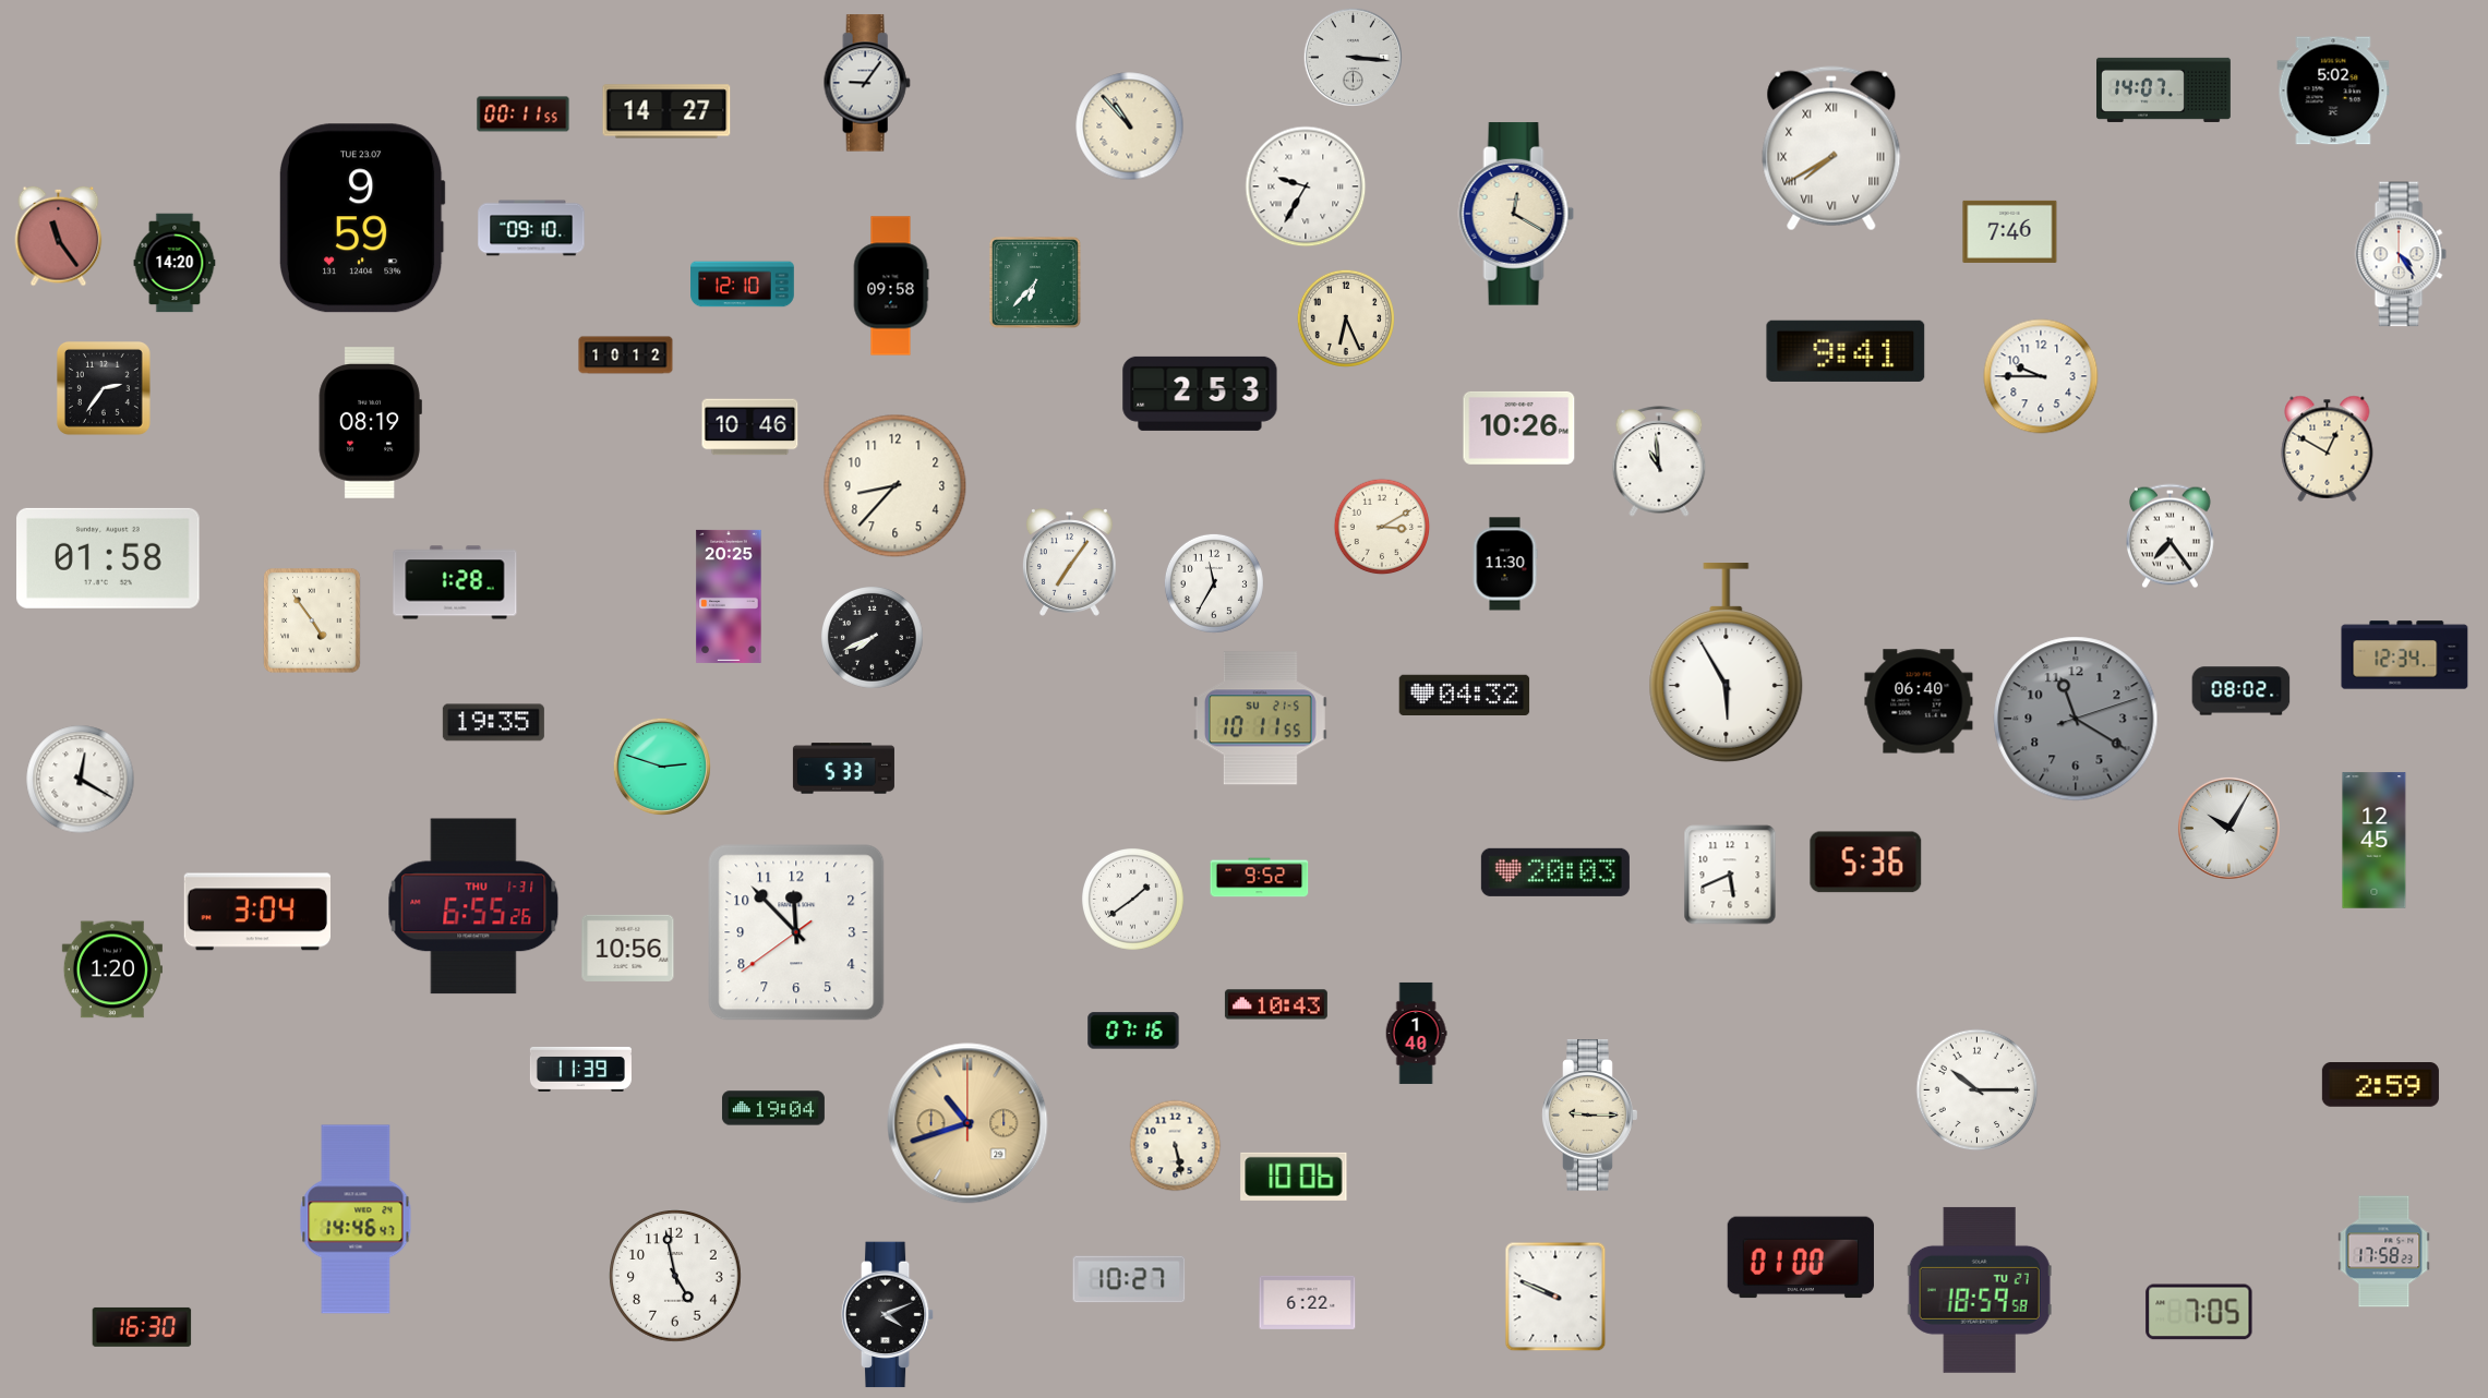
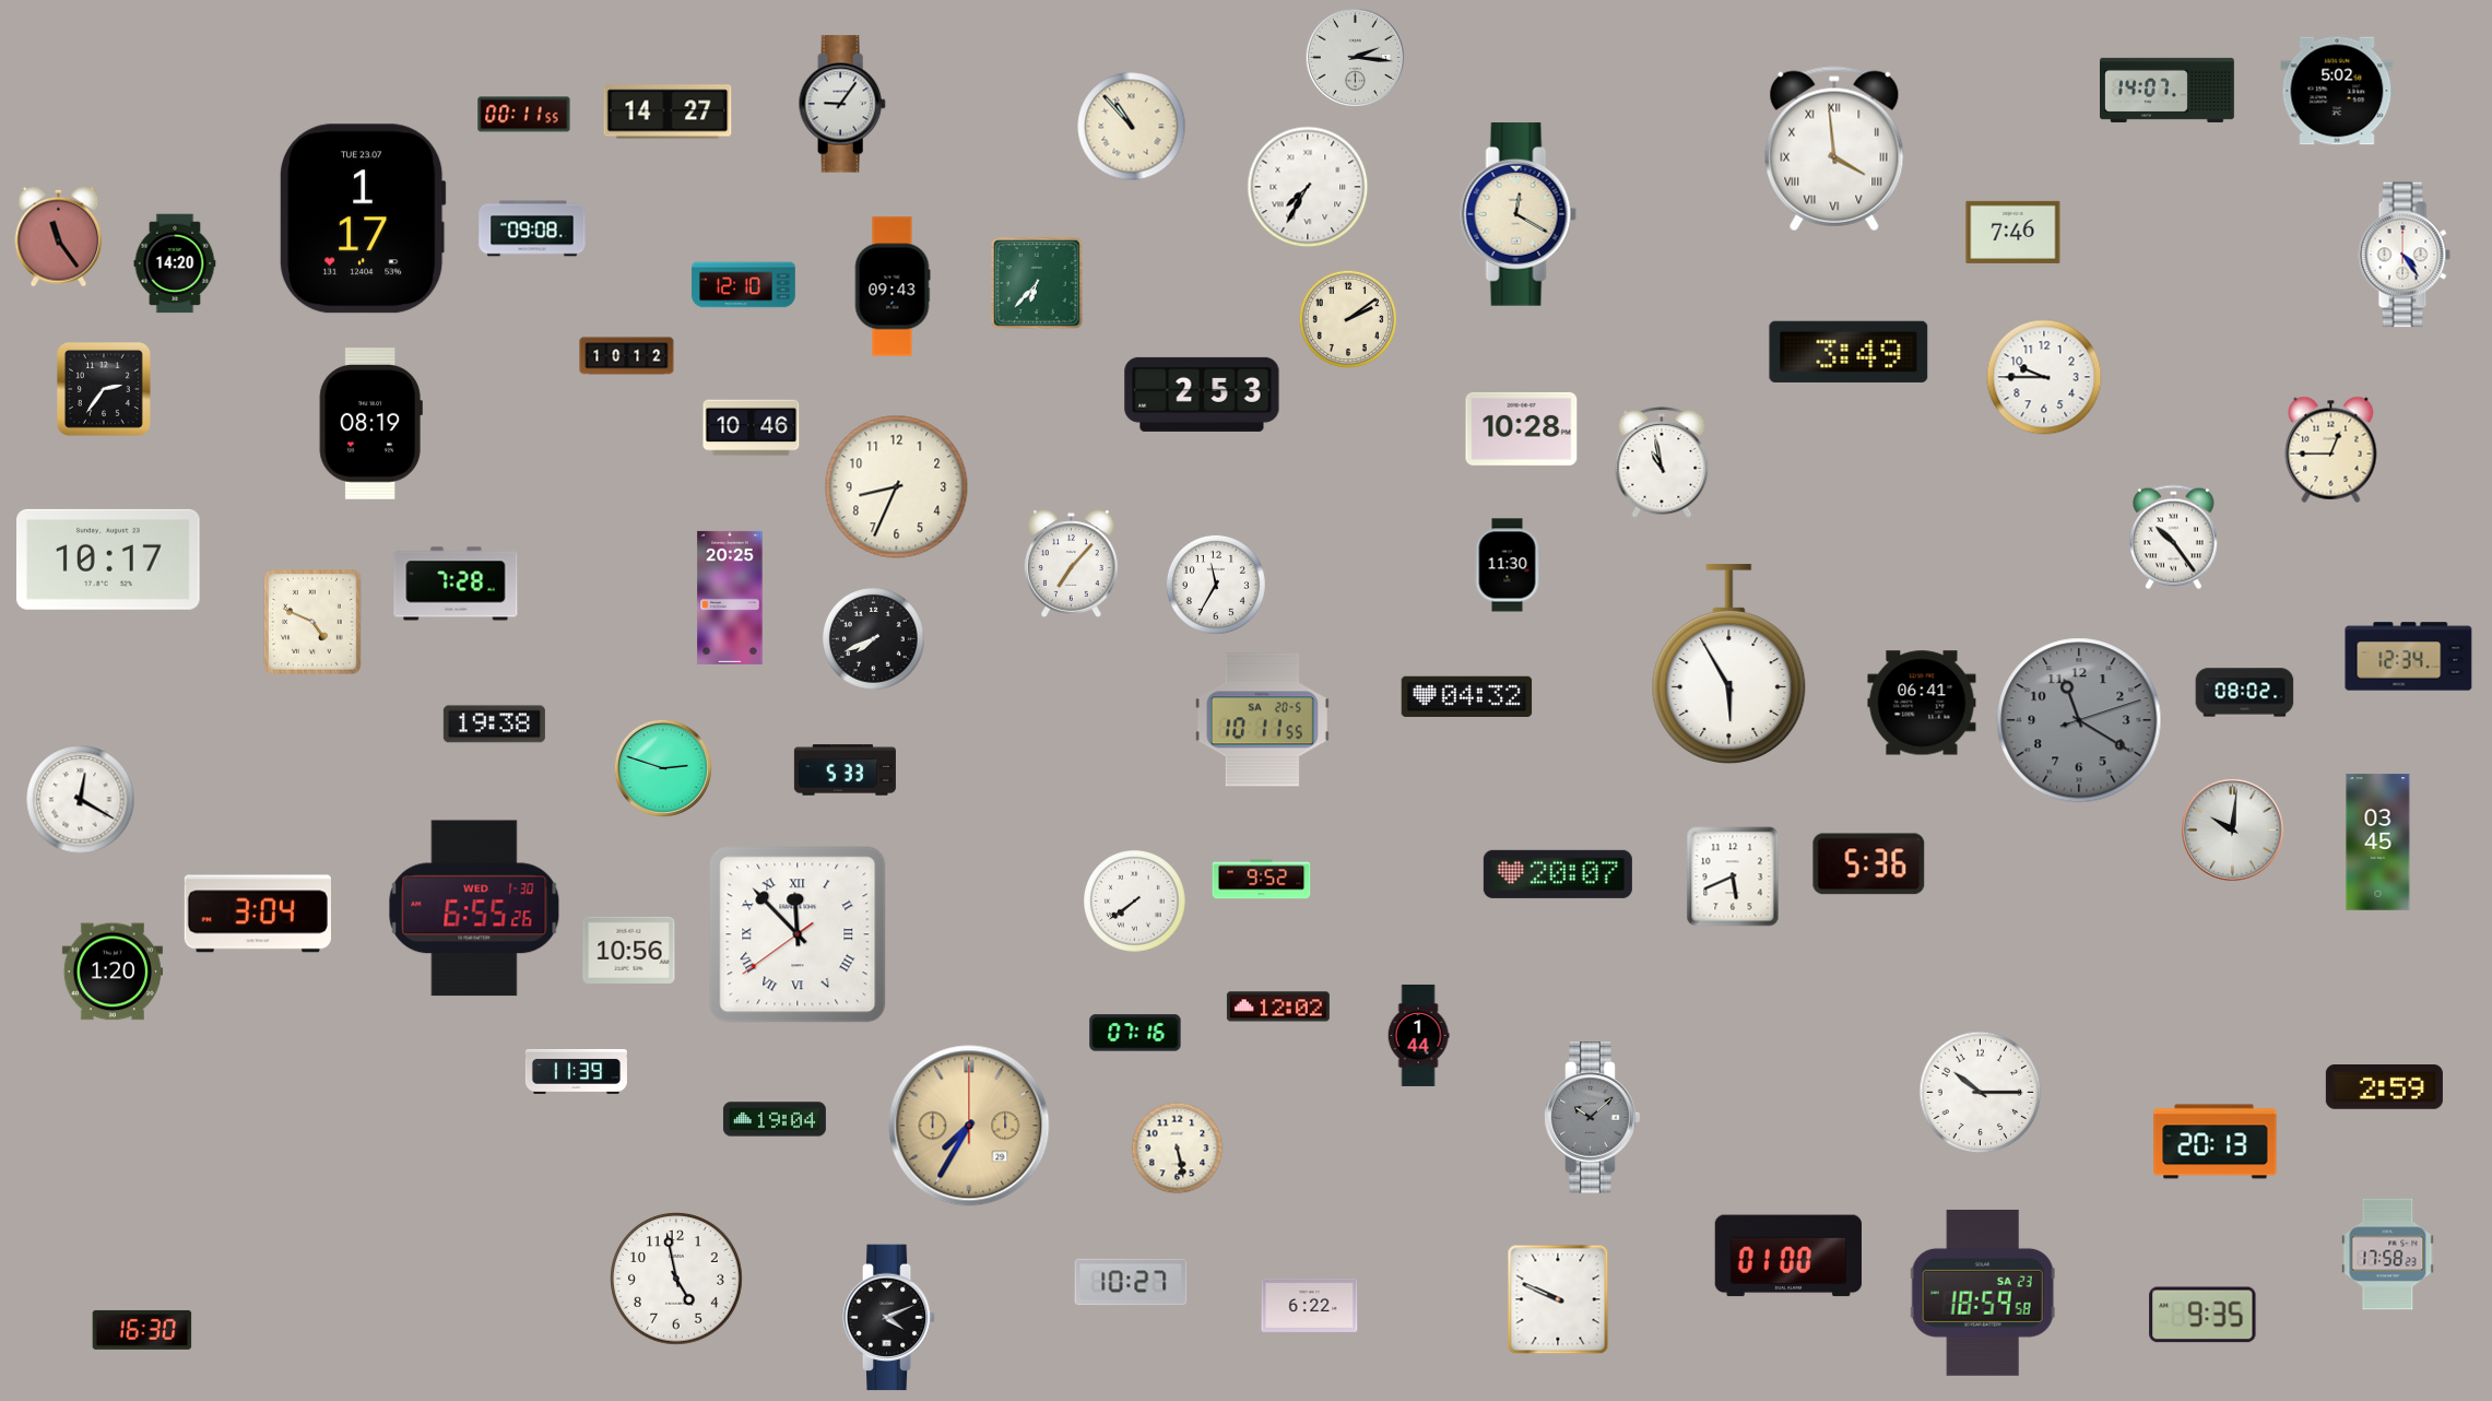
clock at (1353, 57): 3:16 -> 2:16
clock at (867, 83) position: (867, 83) -> (842, 104)
clock at (1831, 148): 7:40 -> 3:59
clock at (1306, 186): 9:35 -> 7:35
clock at (362, 218): 9:59 -> 1:17
clock at (531, 228): 09:10 -> 09:08
clock at (891, 286): 09:58 -> 09:43
clock at (1346, 318): 6:26 -> 2:09
clock at (1846, 351): 9:41 -> 3:49
clock at (1519, 427): 10:26 -> 10:28
clock at (2328, 448): 12:50 -> 12:45
clock at (1659, 461): 10:59 -> 10:58
clock at (896, 486): 8:37 -> 8:34
clock at (1382, 527): 3:10 -> none
clock at (2170, 537): 7:24 -> 10:24
clock at (109, 558): 01:58 -> 10:17
clock at (1069, 563): 7:06 -> 7:07
clock at (455, 582): 1:28 -> 7:28
clock at (313, 622): 4:54 -> 4:49
clock at (1919, 701): 06:40 -> 06:41
clock at (1260, 719) date: SU 21-5 -> SA 20-5
clock at (493, 723): 19:35 -> 19:38
clock at (81, 780) position: (81, 780) -> (81, 800)
clock at (2228, 828): 10:05 -> 10:01
clock at (2375, 841): 12:45 -> 03:45
clock at (1555, 872): 20:03 -> 20:07
clock at (1133, 900): 1:39 -> 7:39
clock at (473, 906) date: THU 1-31 -> WED 1-30
clock at (796, 932) numerals: Arabic -> Roman
clock at (1276, 1004): 10:43 -> 12:02
clock at (1416, 1033): 1:40 -> 1:44
clock at (580, 1069) position: (580, 1069) -> (576, 1071)
clock at (773, 1108) position: (773, 1108) -> (775, 1119)
clock at (1590, 1116): 9:15 -> 10:08
clock at (1590, 1116) dial: cream -> grey
clock at (967, 1123): 10:42 -> 7:35
clock at (2216, 1142): none -> 20:13
clock at (1294, 1177): 10:06 -> none
clock at (356, 1219): 14:46 -> none
clock at (1801, 1257) position: (1801, 1257) -> (1788, 1256)
clock at (1980, 1290) date: TU 27 -> SA 23
clock at (2199, 1312): 7:05 -> 9:35
